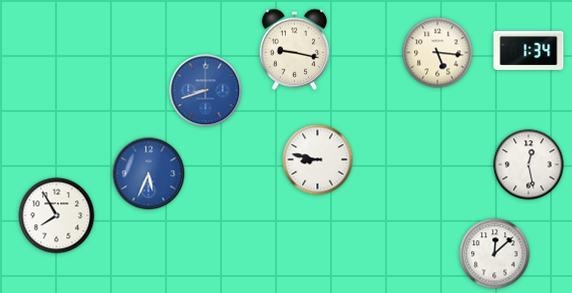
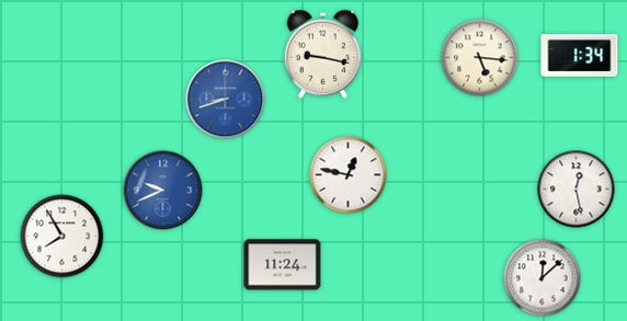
clock at (318, 160): 8:47 -> 12:47
clock at (529, 165) position: (529, 165) -> (577, 190)
clock at (149, 174): 5:34 -> 9:41
clock at (283, 265): none -> 11:24
